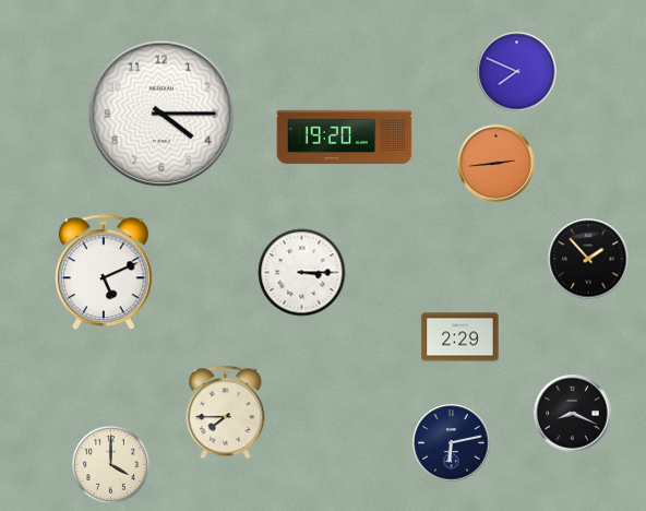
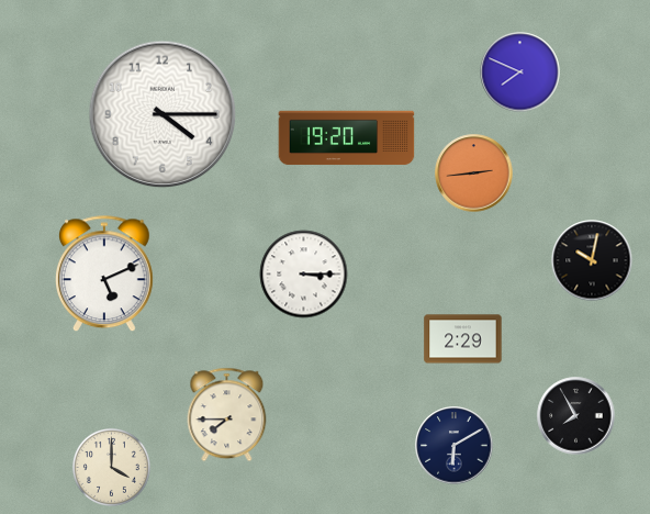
clock at (497, 164) position: (497, 164) -> (474, 174)
clock at (588, 259): 1:53 -> 10:02
clock at (573, 414): 8:19 -> 7:55
clock at (452, 443): 6:13 -> 6:10
